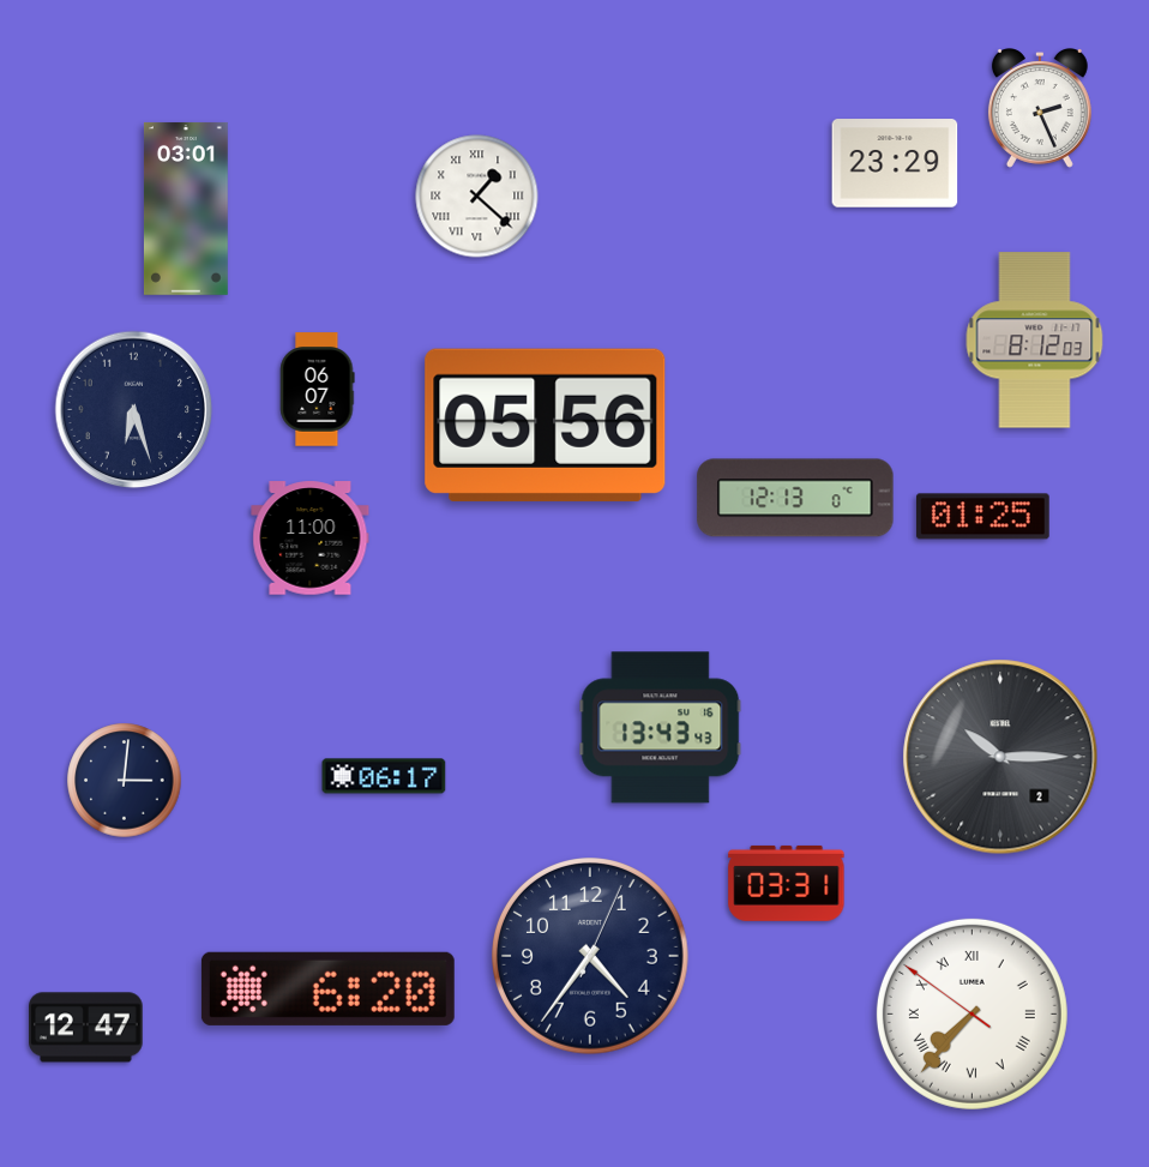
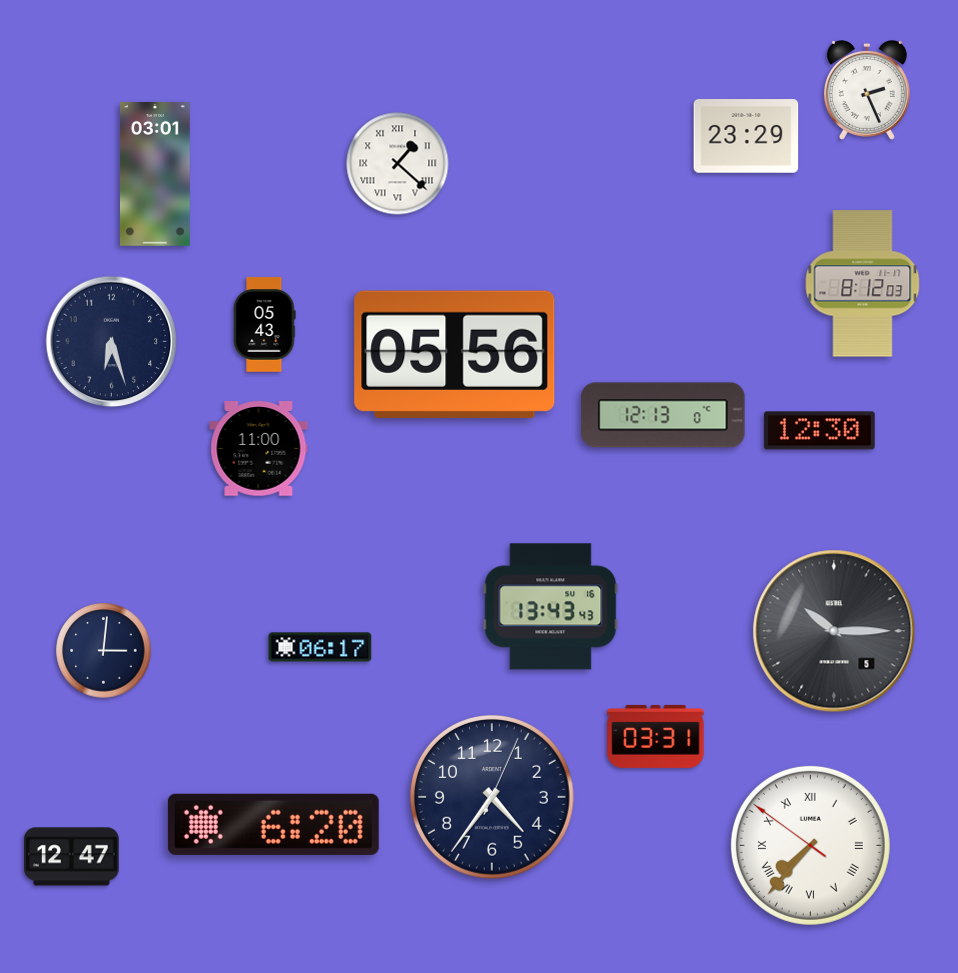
clock at (318, 390): 06:07 -> 05:43
clock at (982, 517): 01:25 -> 12:30
clock at (1000, 757) date: 2 -> 5
